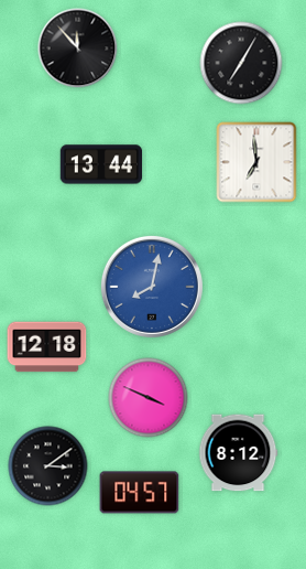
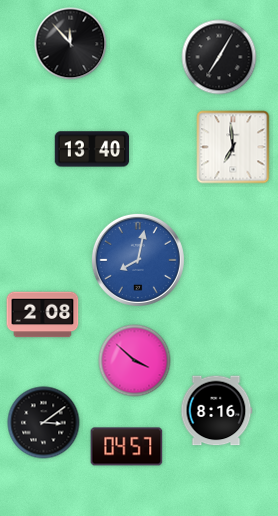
clock at (101, 164): 13:44 -> 13:40
clock at (47, 347): 12:18 -> 2:08
clock at (149, 398): 3:49 -> 3:52
clock at (238, 453): 8:12 -> 8:16
